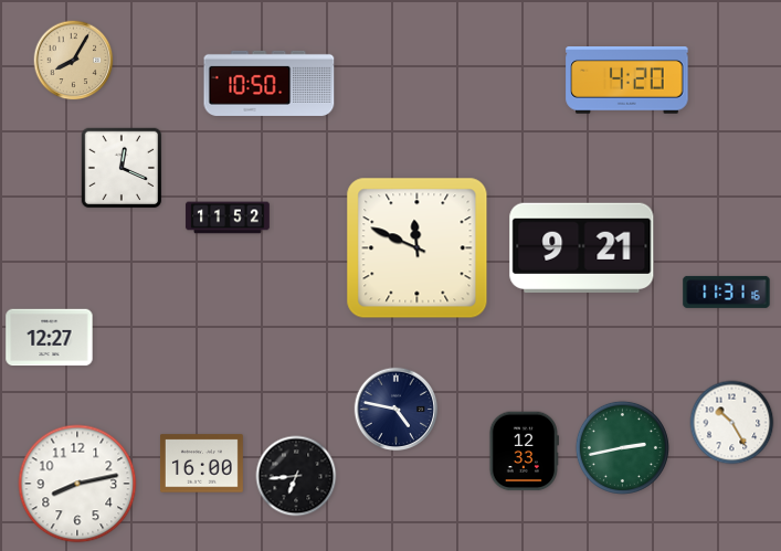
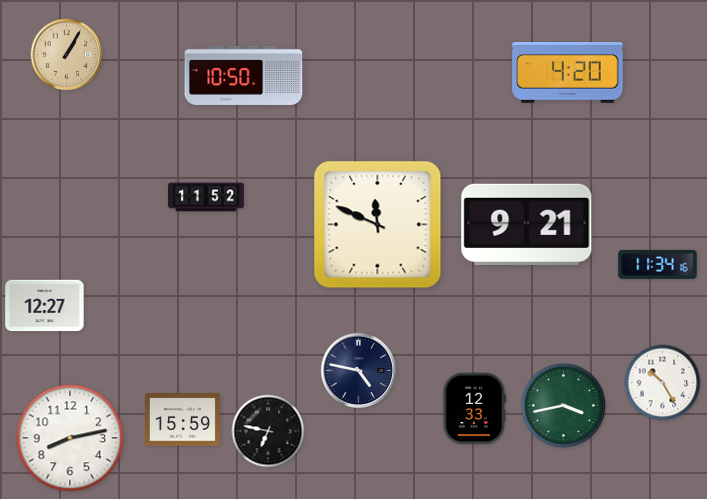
clock at (74, 61): 8:05 -> 1:05
clock at (122, 168): 12:19 -> none
clock at (727, 292): 11:31 -> 11:34
clock at (622, 447): 2:43 -> 3:43
clock at (201, 464): 16:00 -> 15:59
clock at (296, 476): 6:44 -> 6:47
